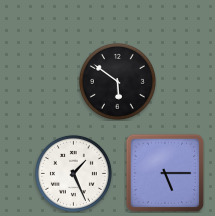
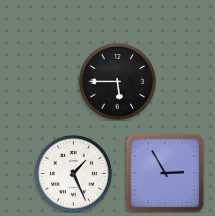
clock at (117, 81): 5:51 -> 5:45
clock at (165, 173): 5:15 -> 2:55
